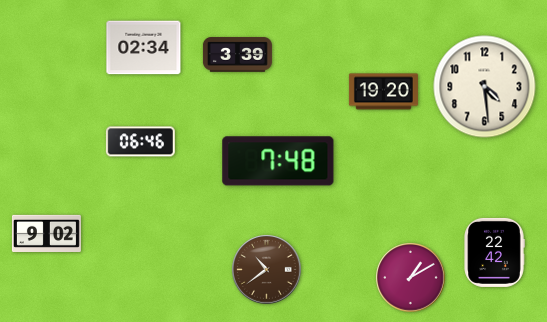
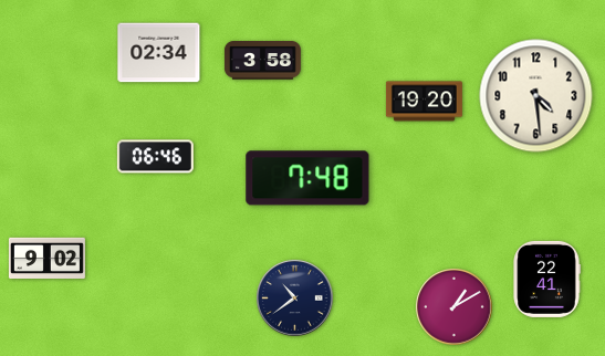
clock at (237, 55): 3:39 -> 3:58
clock at (46, 233) position: (46, 233) -> (46, 258)
clock at (494, 252): 22:42 -> 22:41
clock at (267, 270) dial: brown -> navy
